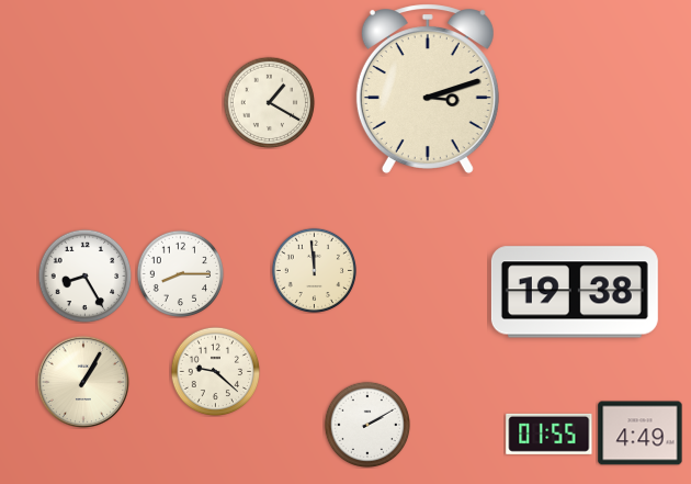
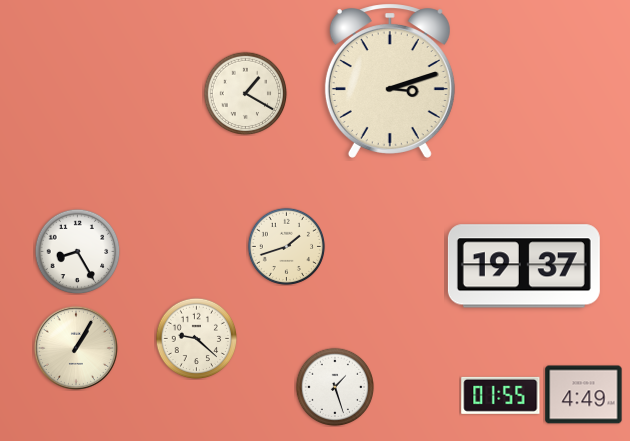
clock at (314, 270): 11:59 -> 1:42
clock at (180, 273): 8:15 -> none
clock at (575, 292): 19:38 -> 19:37
clock at (366, 424): 2:10 -> 1:27
